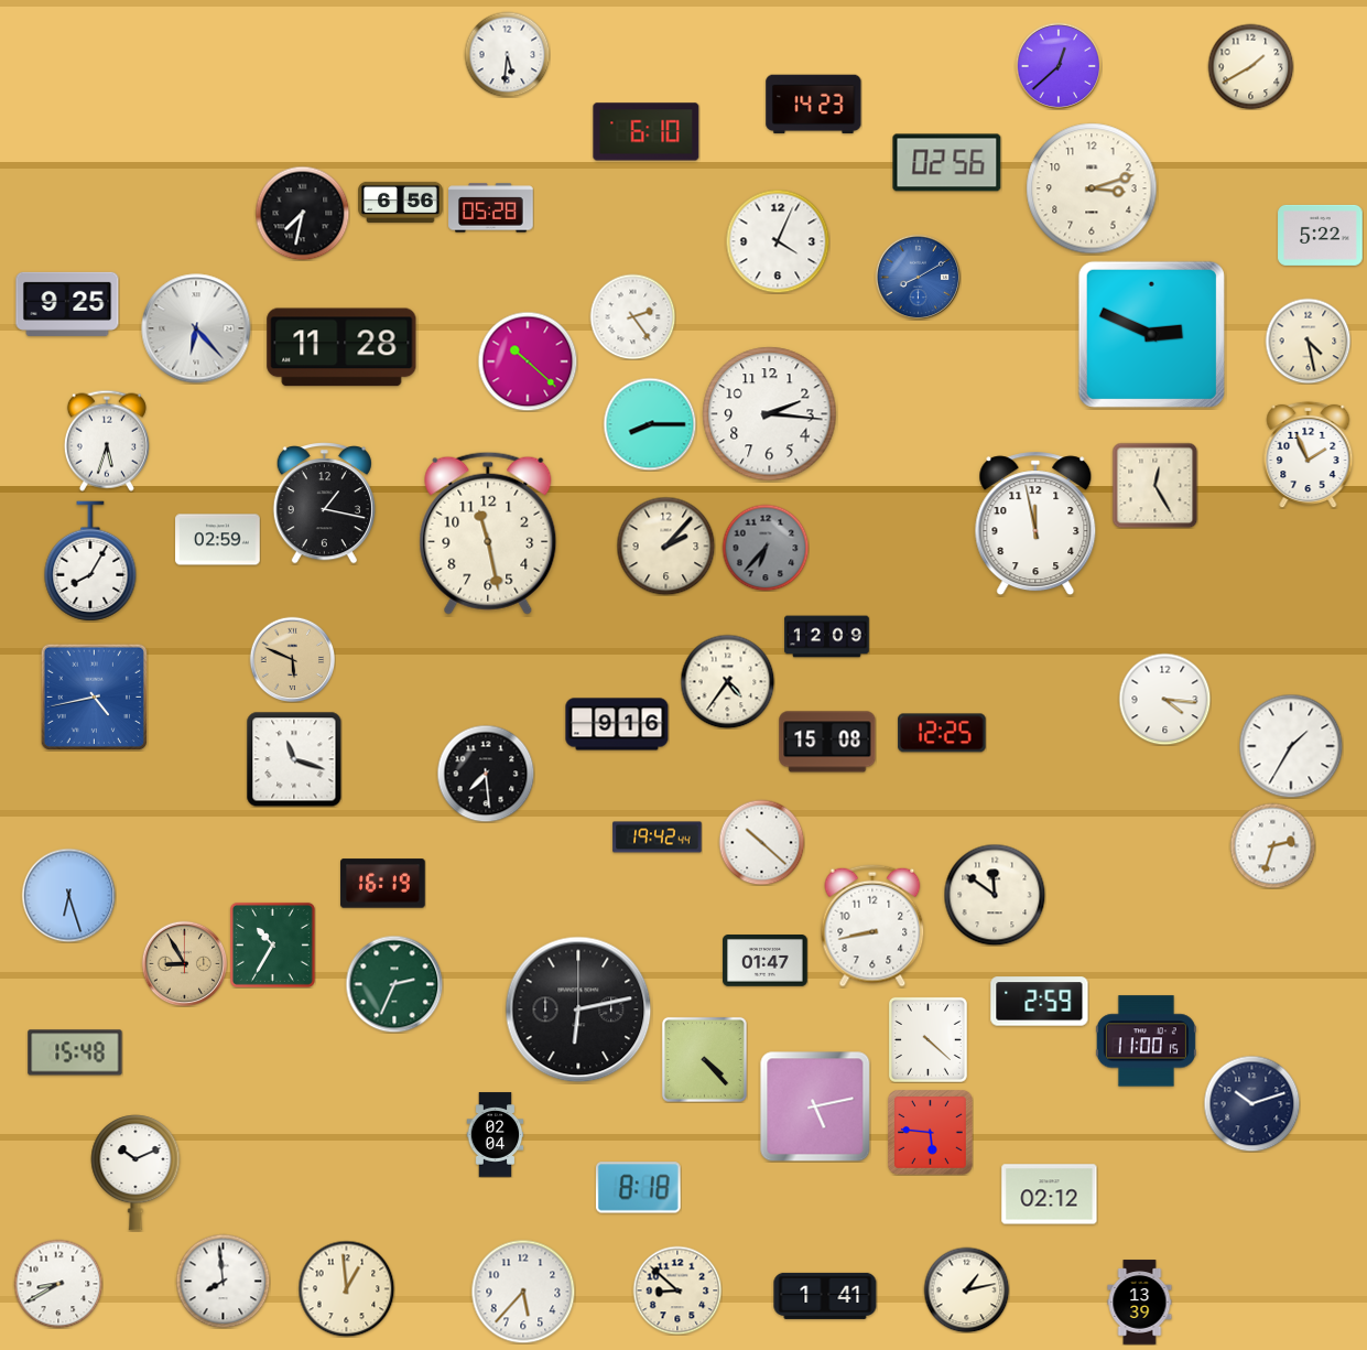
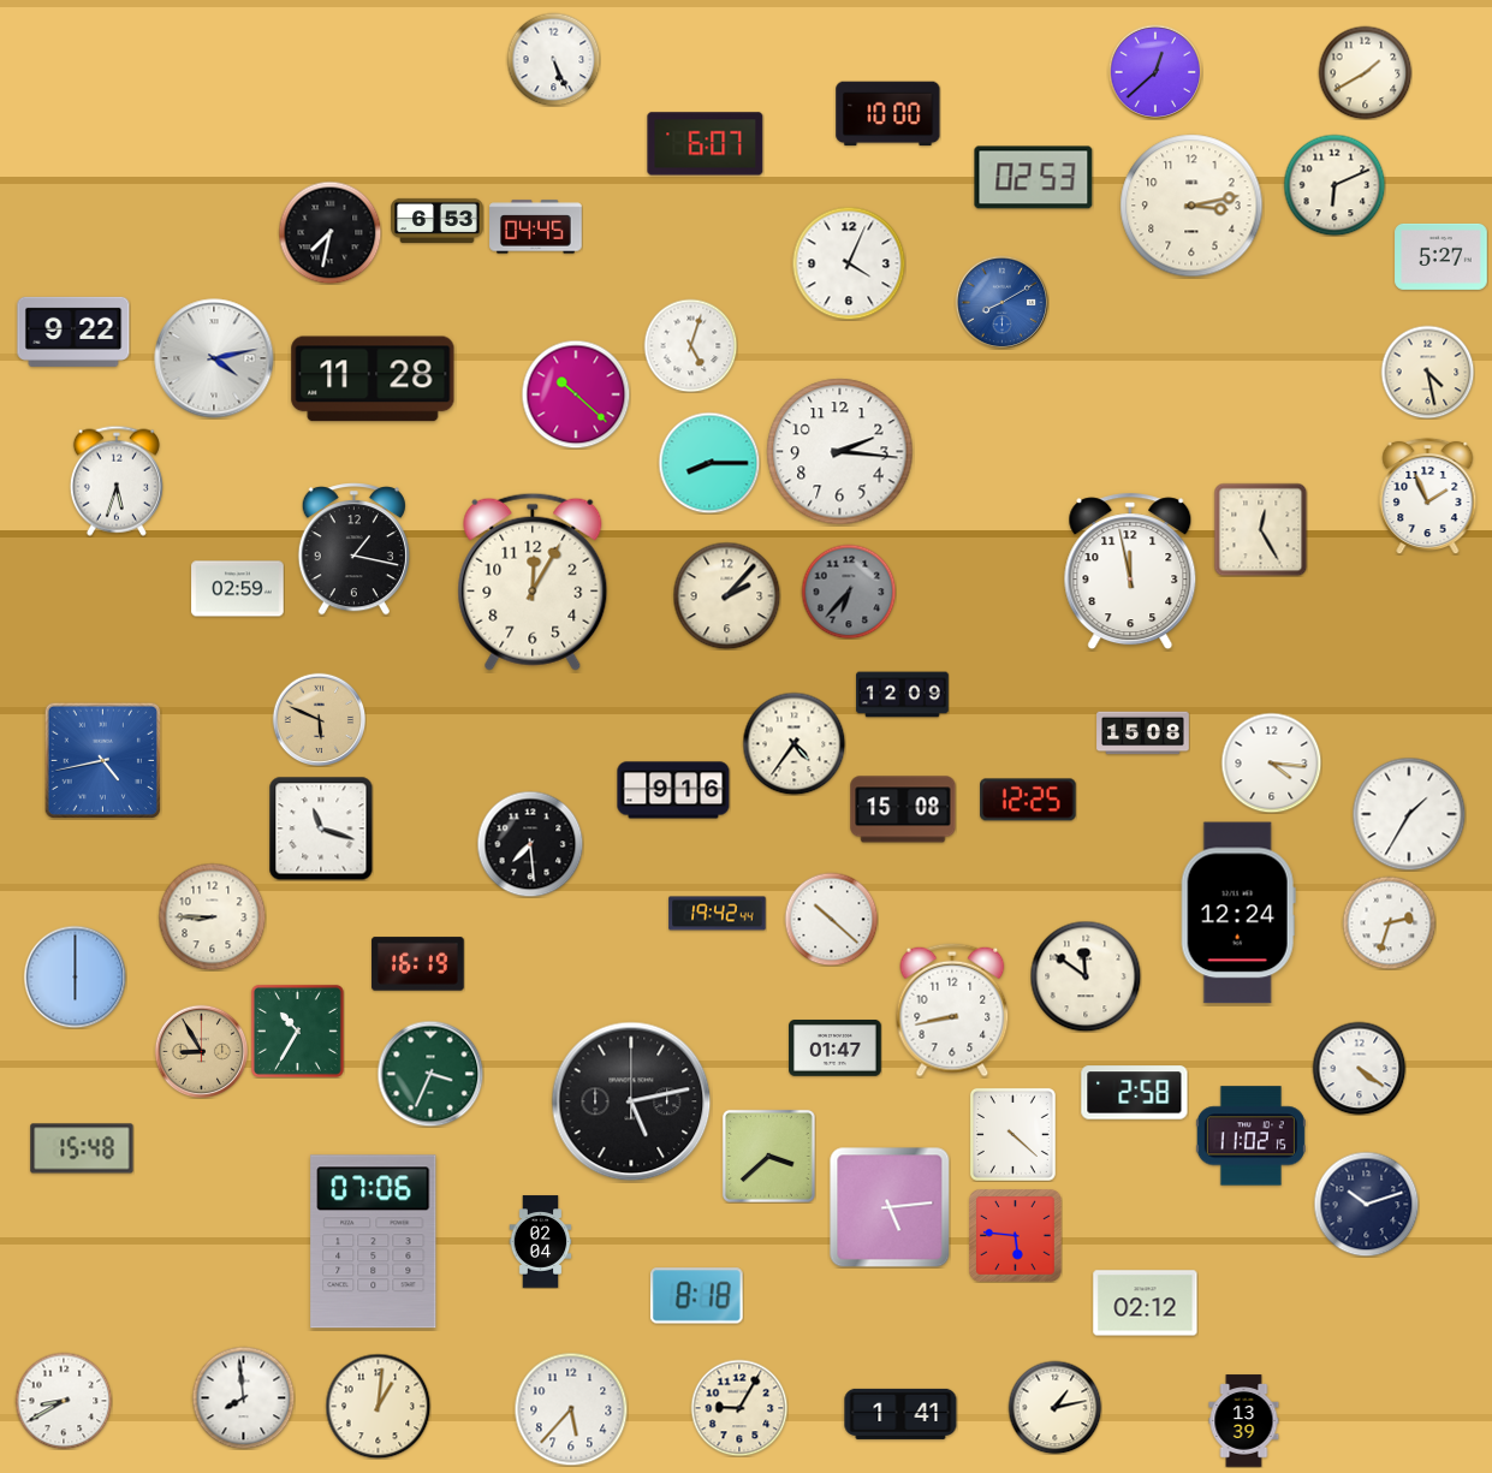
clock at (507, 54): 5:31 -> 5:26
clock at (814, 105): 14:23 -> 10:00
clock at (647, 132): 6:10 -> 6:07
clock at (947, 163): 02:56 -> 02:53
clock at (1335, 185): none -> 6:11
clock at (1092, 188): 3:12 -> 3:13
clock at (401, 202): 6:56 -> 6:53
clock at (491, 208): 05:28 -> 04:45
clock at (1321, 235): 5:22 -> 5:27
clock at (67, 304): 9:25 -> 9:22
clock at (632, 316): 2:24 -> 5:03
clock at (196, 328): 6:23 -> 4:13
clock at (1151, 334): 2:49 -> none
clock at (488, 533): 11:28 -> 12:05
clock at (766, 548) position: (766, 548) -> (849, 592)
clock at (90, 561): 8:05 -> none
clock at (1143, 733): none -> 15:08
clock at (1238, 913): none -> 12:24
clock at (212, 916): none -> 8:45
clock at (68, 895): 6:27 -> 6:00
clock at (1359, 1068): none -> 4:21
clock at (394, 984): 2:34 -> 3:34
clock at (1040, 1002): 2:59 -> 2:58
clock at (578, 1009): 6:13 -> 5:13
clock at (1146, 1041): 11:00 -> 11:02
clock at (704, 1059): 4:23 -> 3:38
clock at (815, 1106): 5:13 -> 5:14
clock at (496, 1135) position: (496, 1135) -> (541, 1242)
clock at (374, 1242): none -> 07:06
clock at (135, 1173): 10:11 -> none
clock at (346, 1288): 12:59 -> 1:01
clock at (677, 1290): 8:52 -> 9:05
